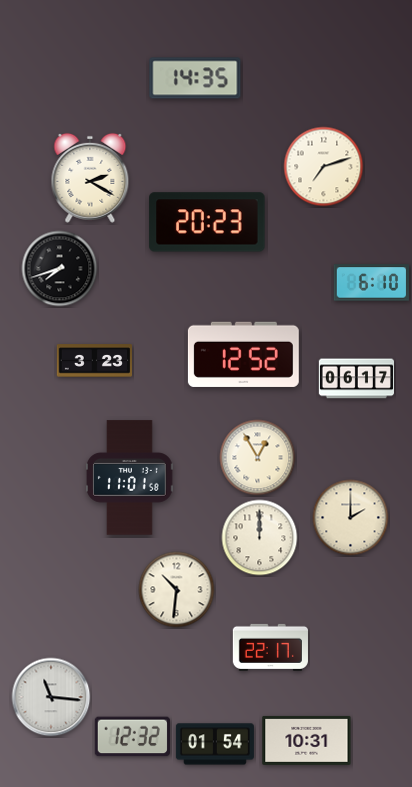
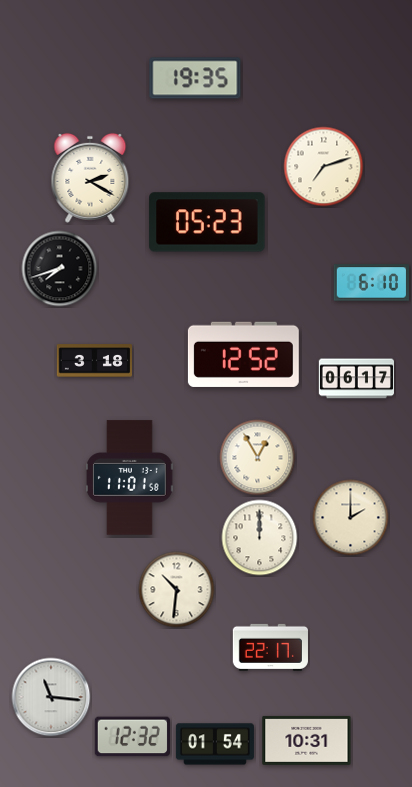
clock at (195, 78): 14:35 -> 19:35
clock at (207, 222): 20:23 -> 05:23
clock at (94, 361): 3:23 -> 3:18
